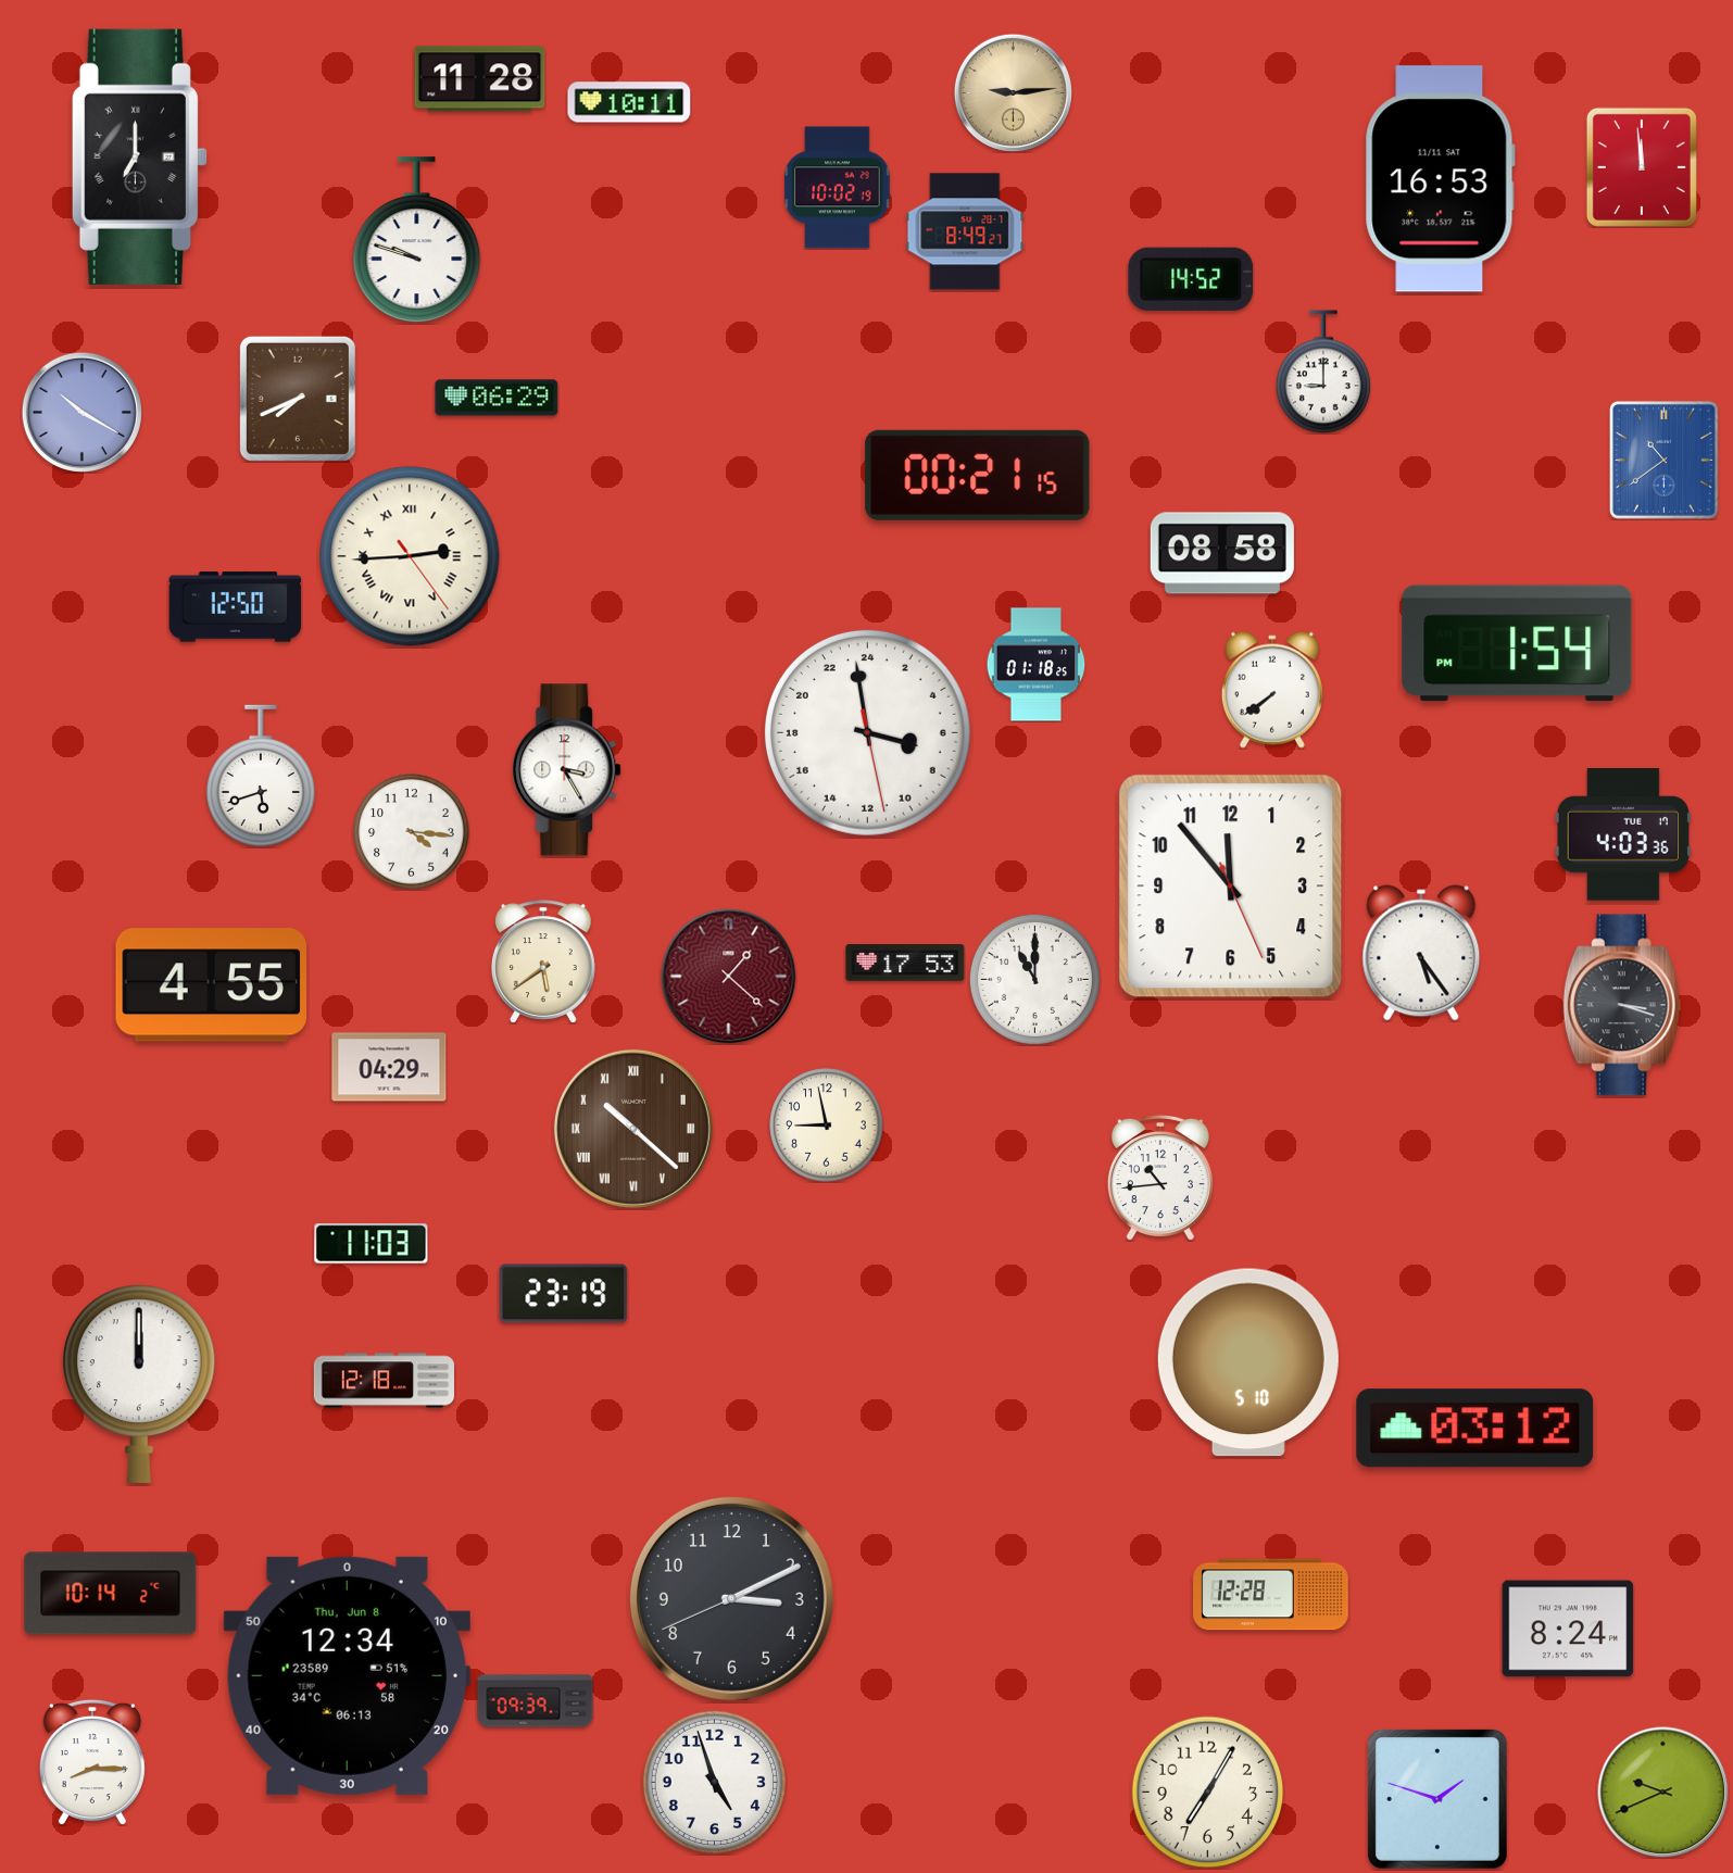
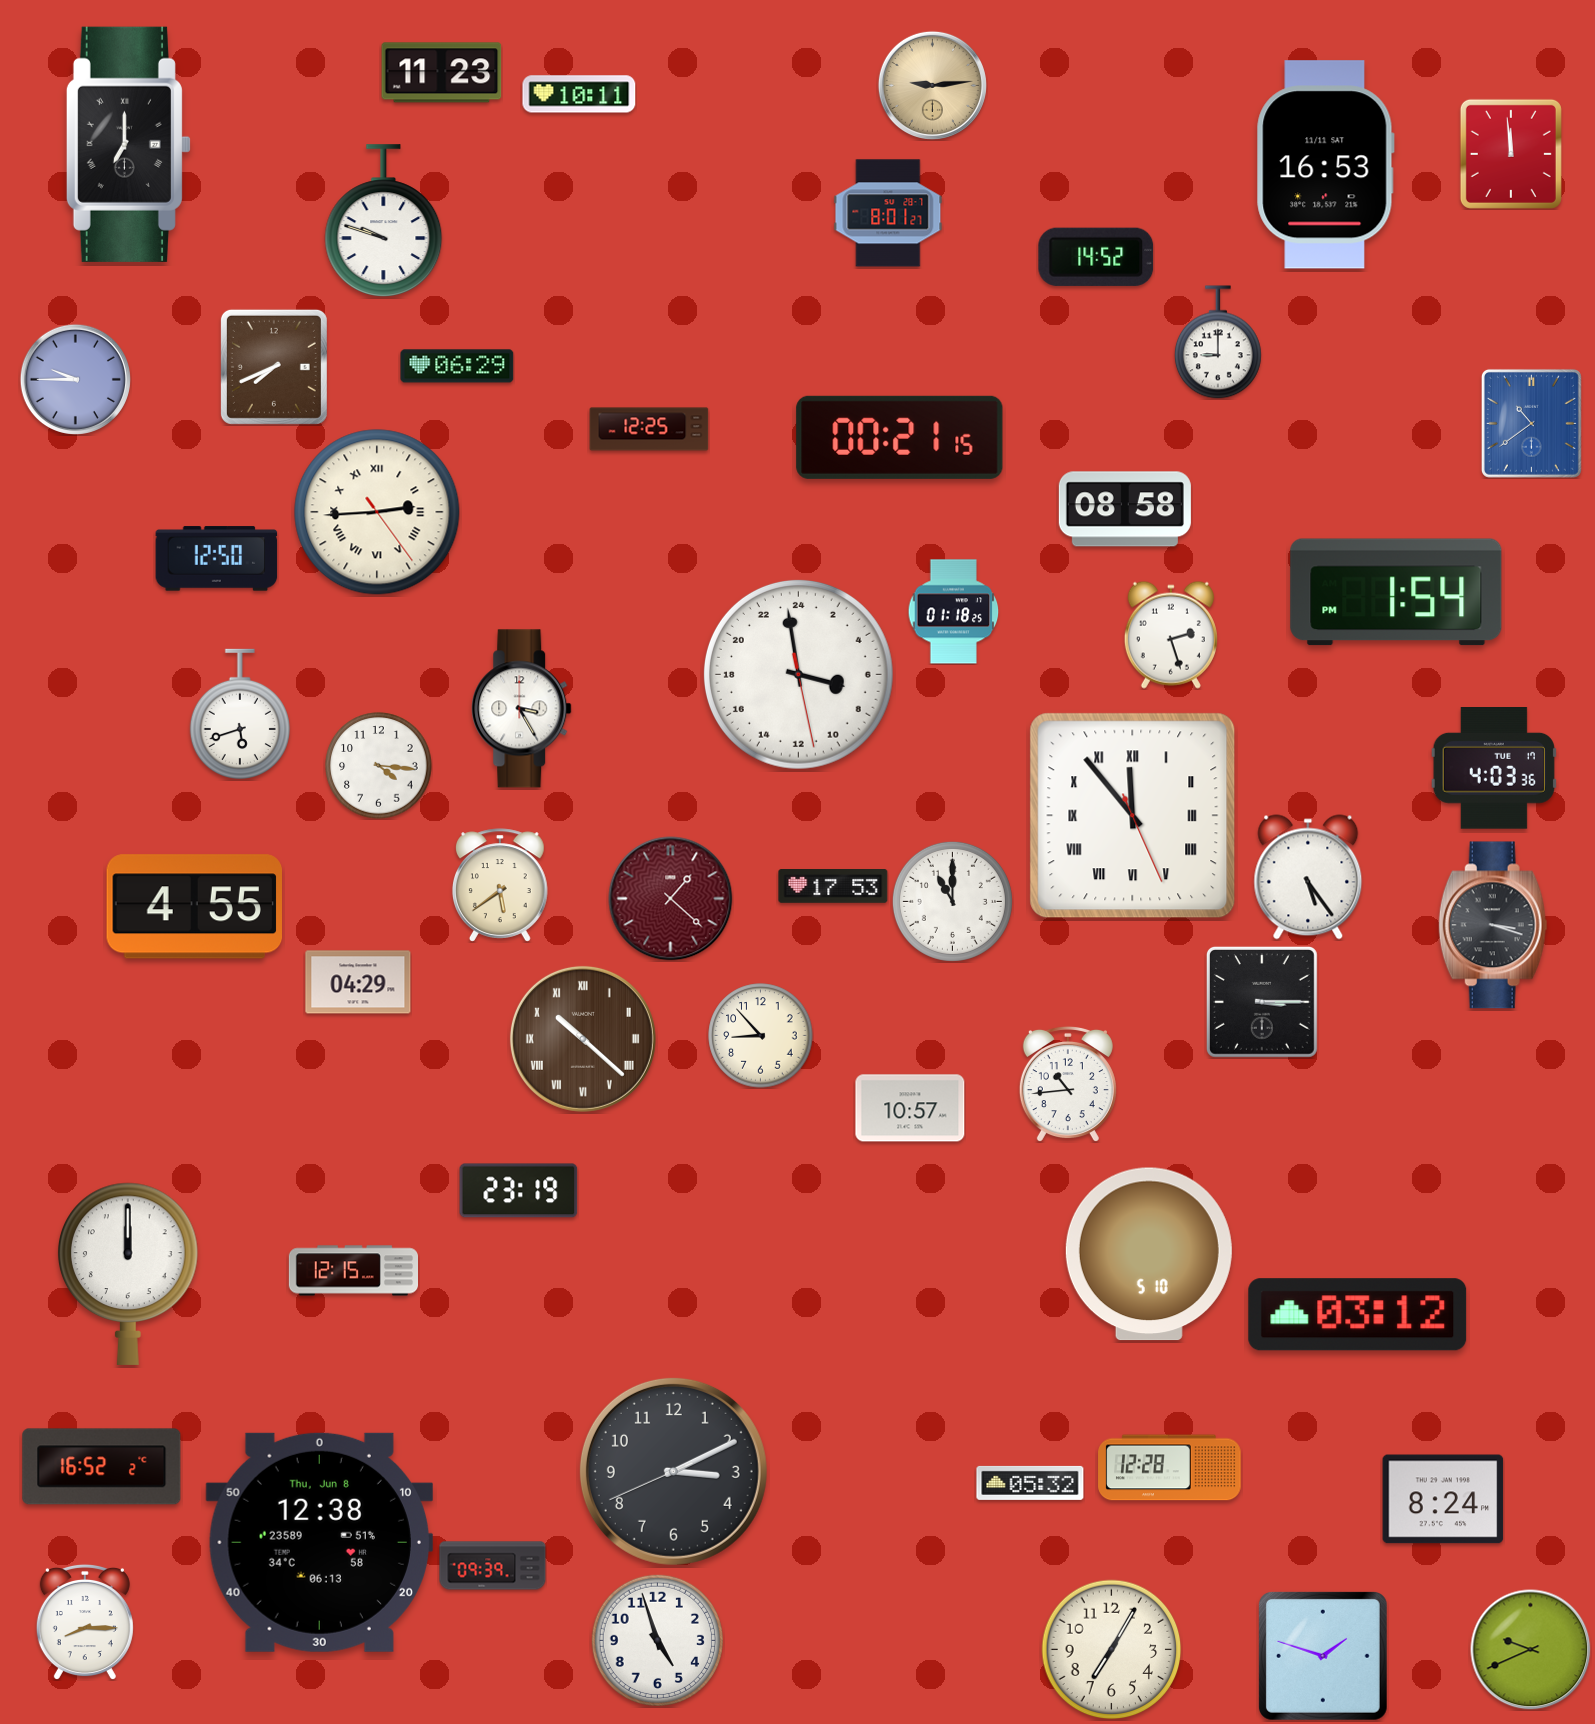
clock at (480, 79): 11:28 -> 11:23
clock at (838, 188): 10:02 -> none
clock at (965, 231): 8:49 -> 8:01
clock at (81, 412): 10:20 -> 9:45
clock at (649, 429): none -> 12:25
clock at (1272, 690): 7:39 -> 2:27
clock at (1231, 887) numerals: Arabic -> Roman
clock at (1262, 1002): none -> 3:15
clock at (827, 1126): 8:58 -> 8:53
clock at (910, 1108): none -> 10:57
clock at (372, 1244): 11:03 -> none
clock at (384, 1381): 12:18 -> 12:15
clock at (111, 1594): 10:14 -> 16:52
clock at (1030, 1483): none -> 05:32
clock at (347, 1675): 12:34 -> 12:38
